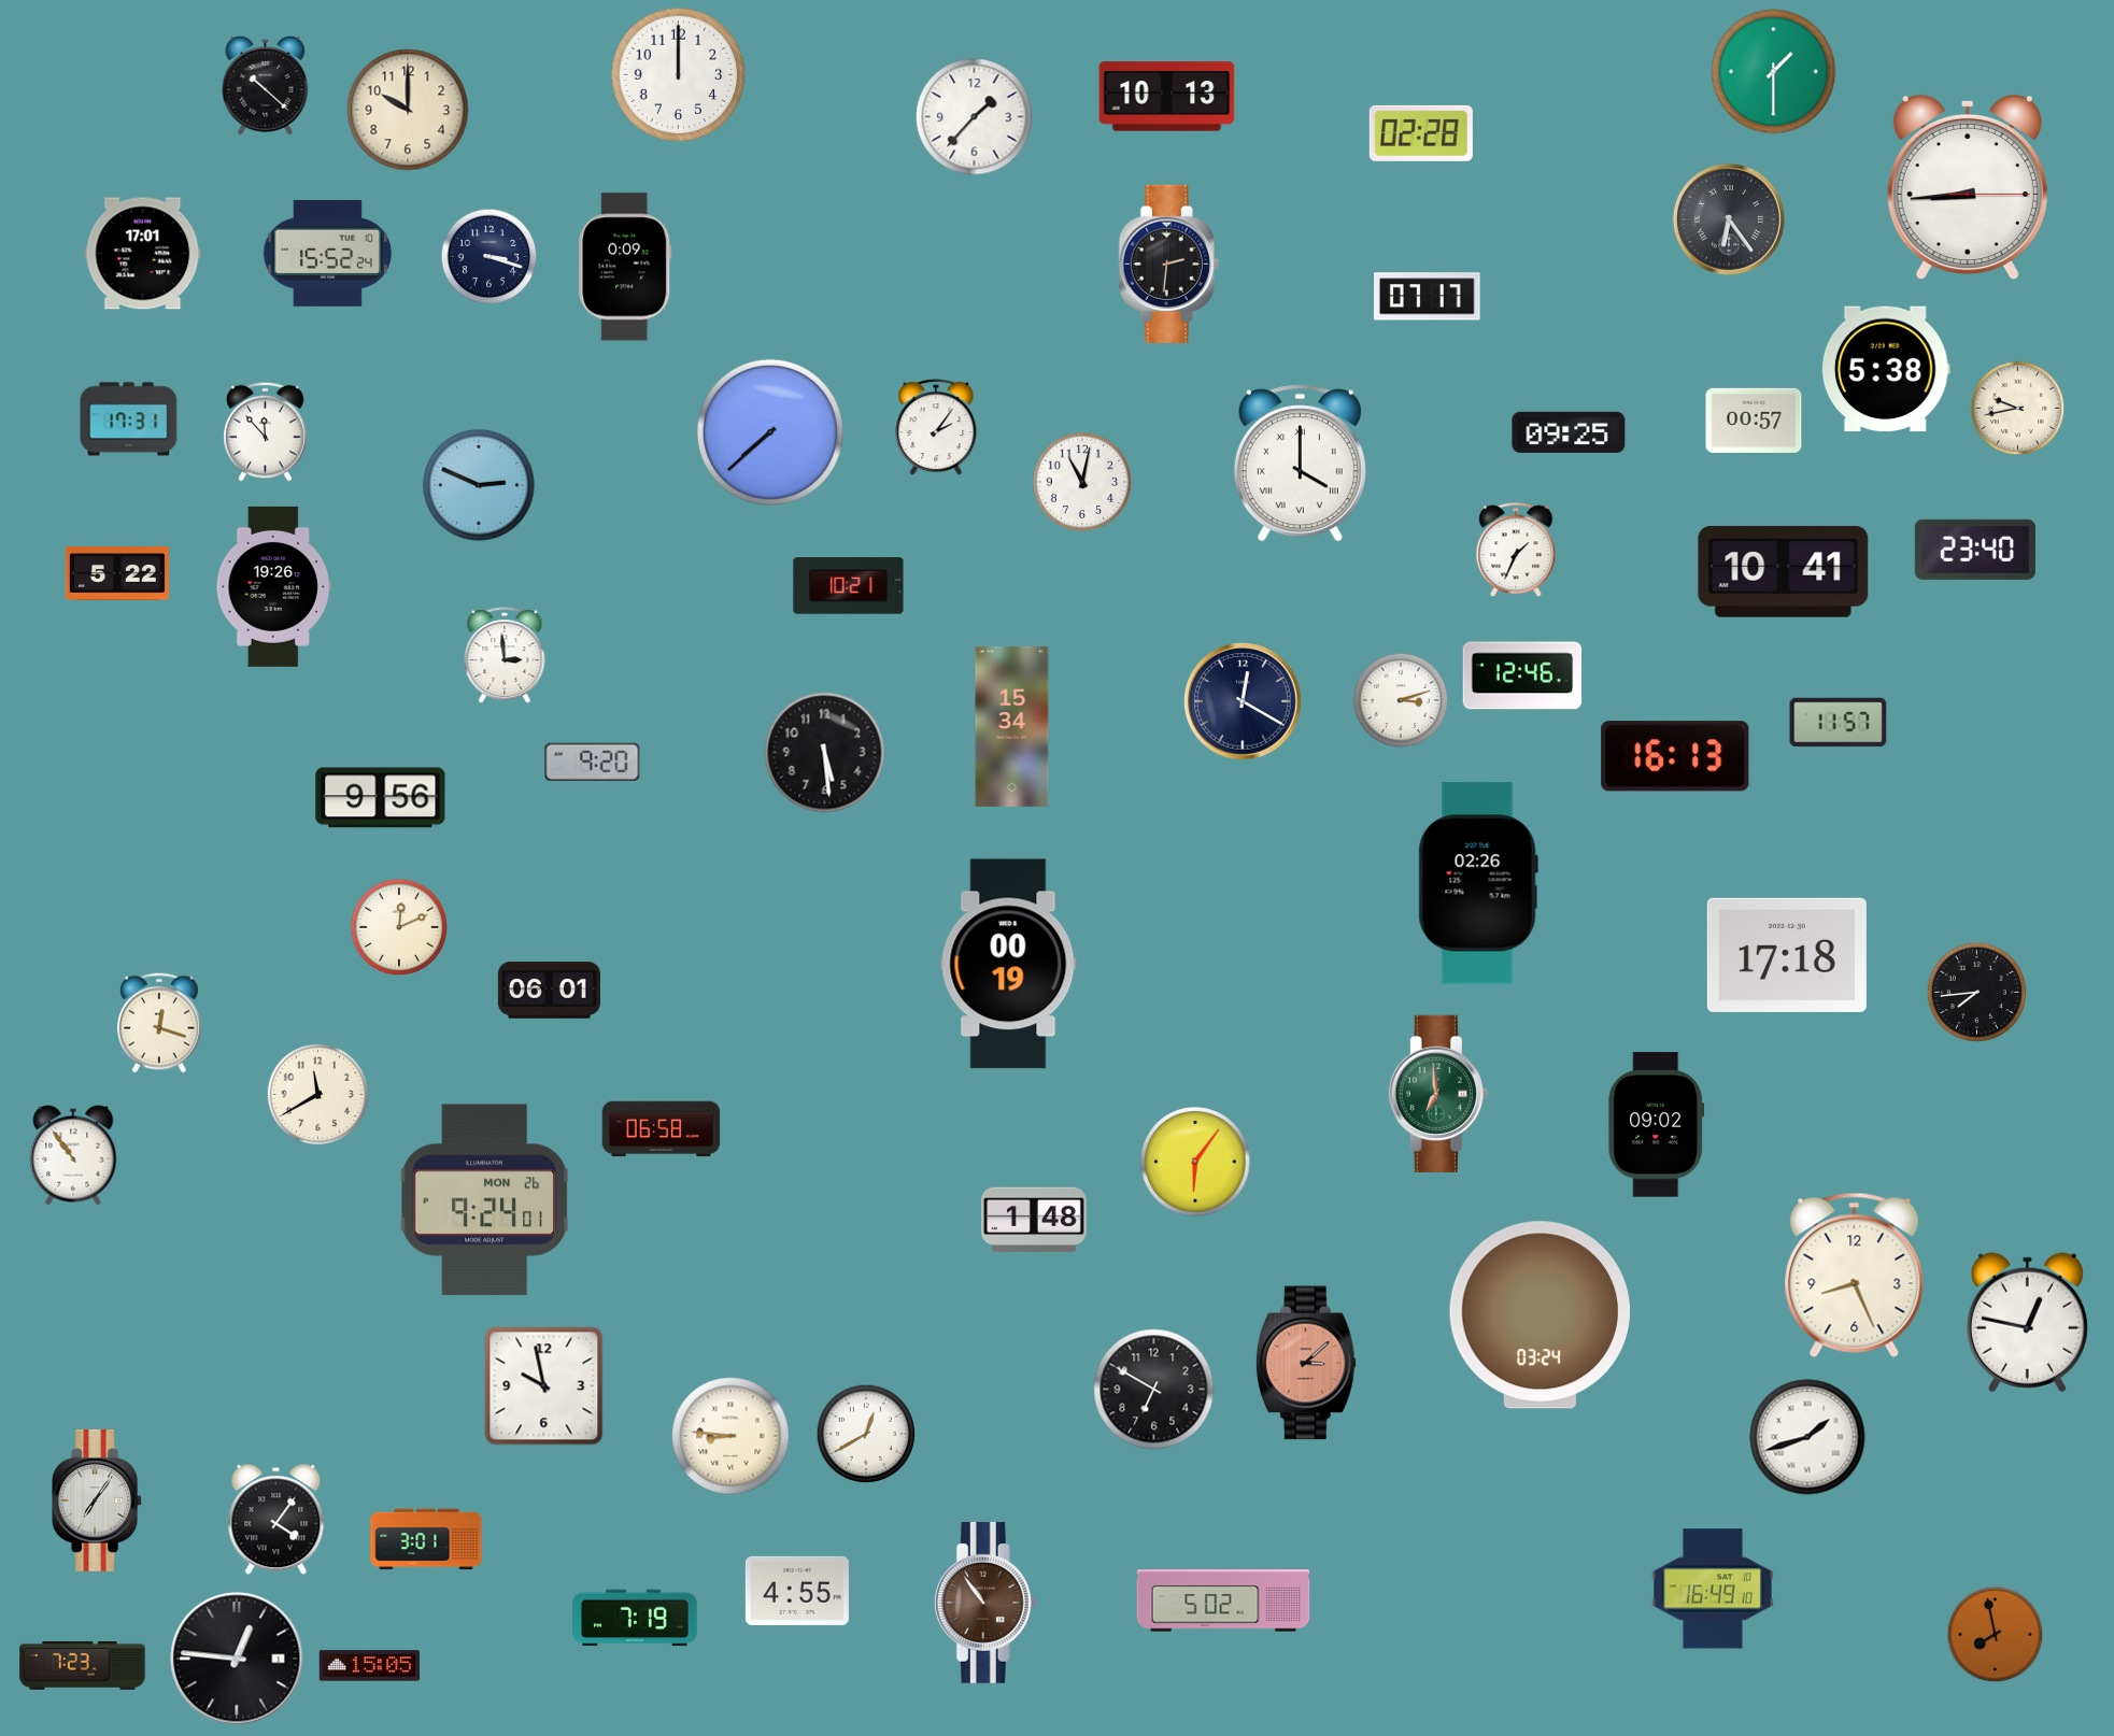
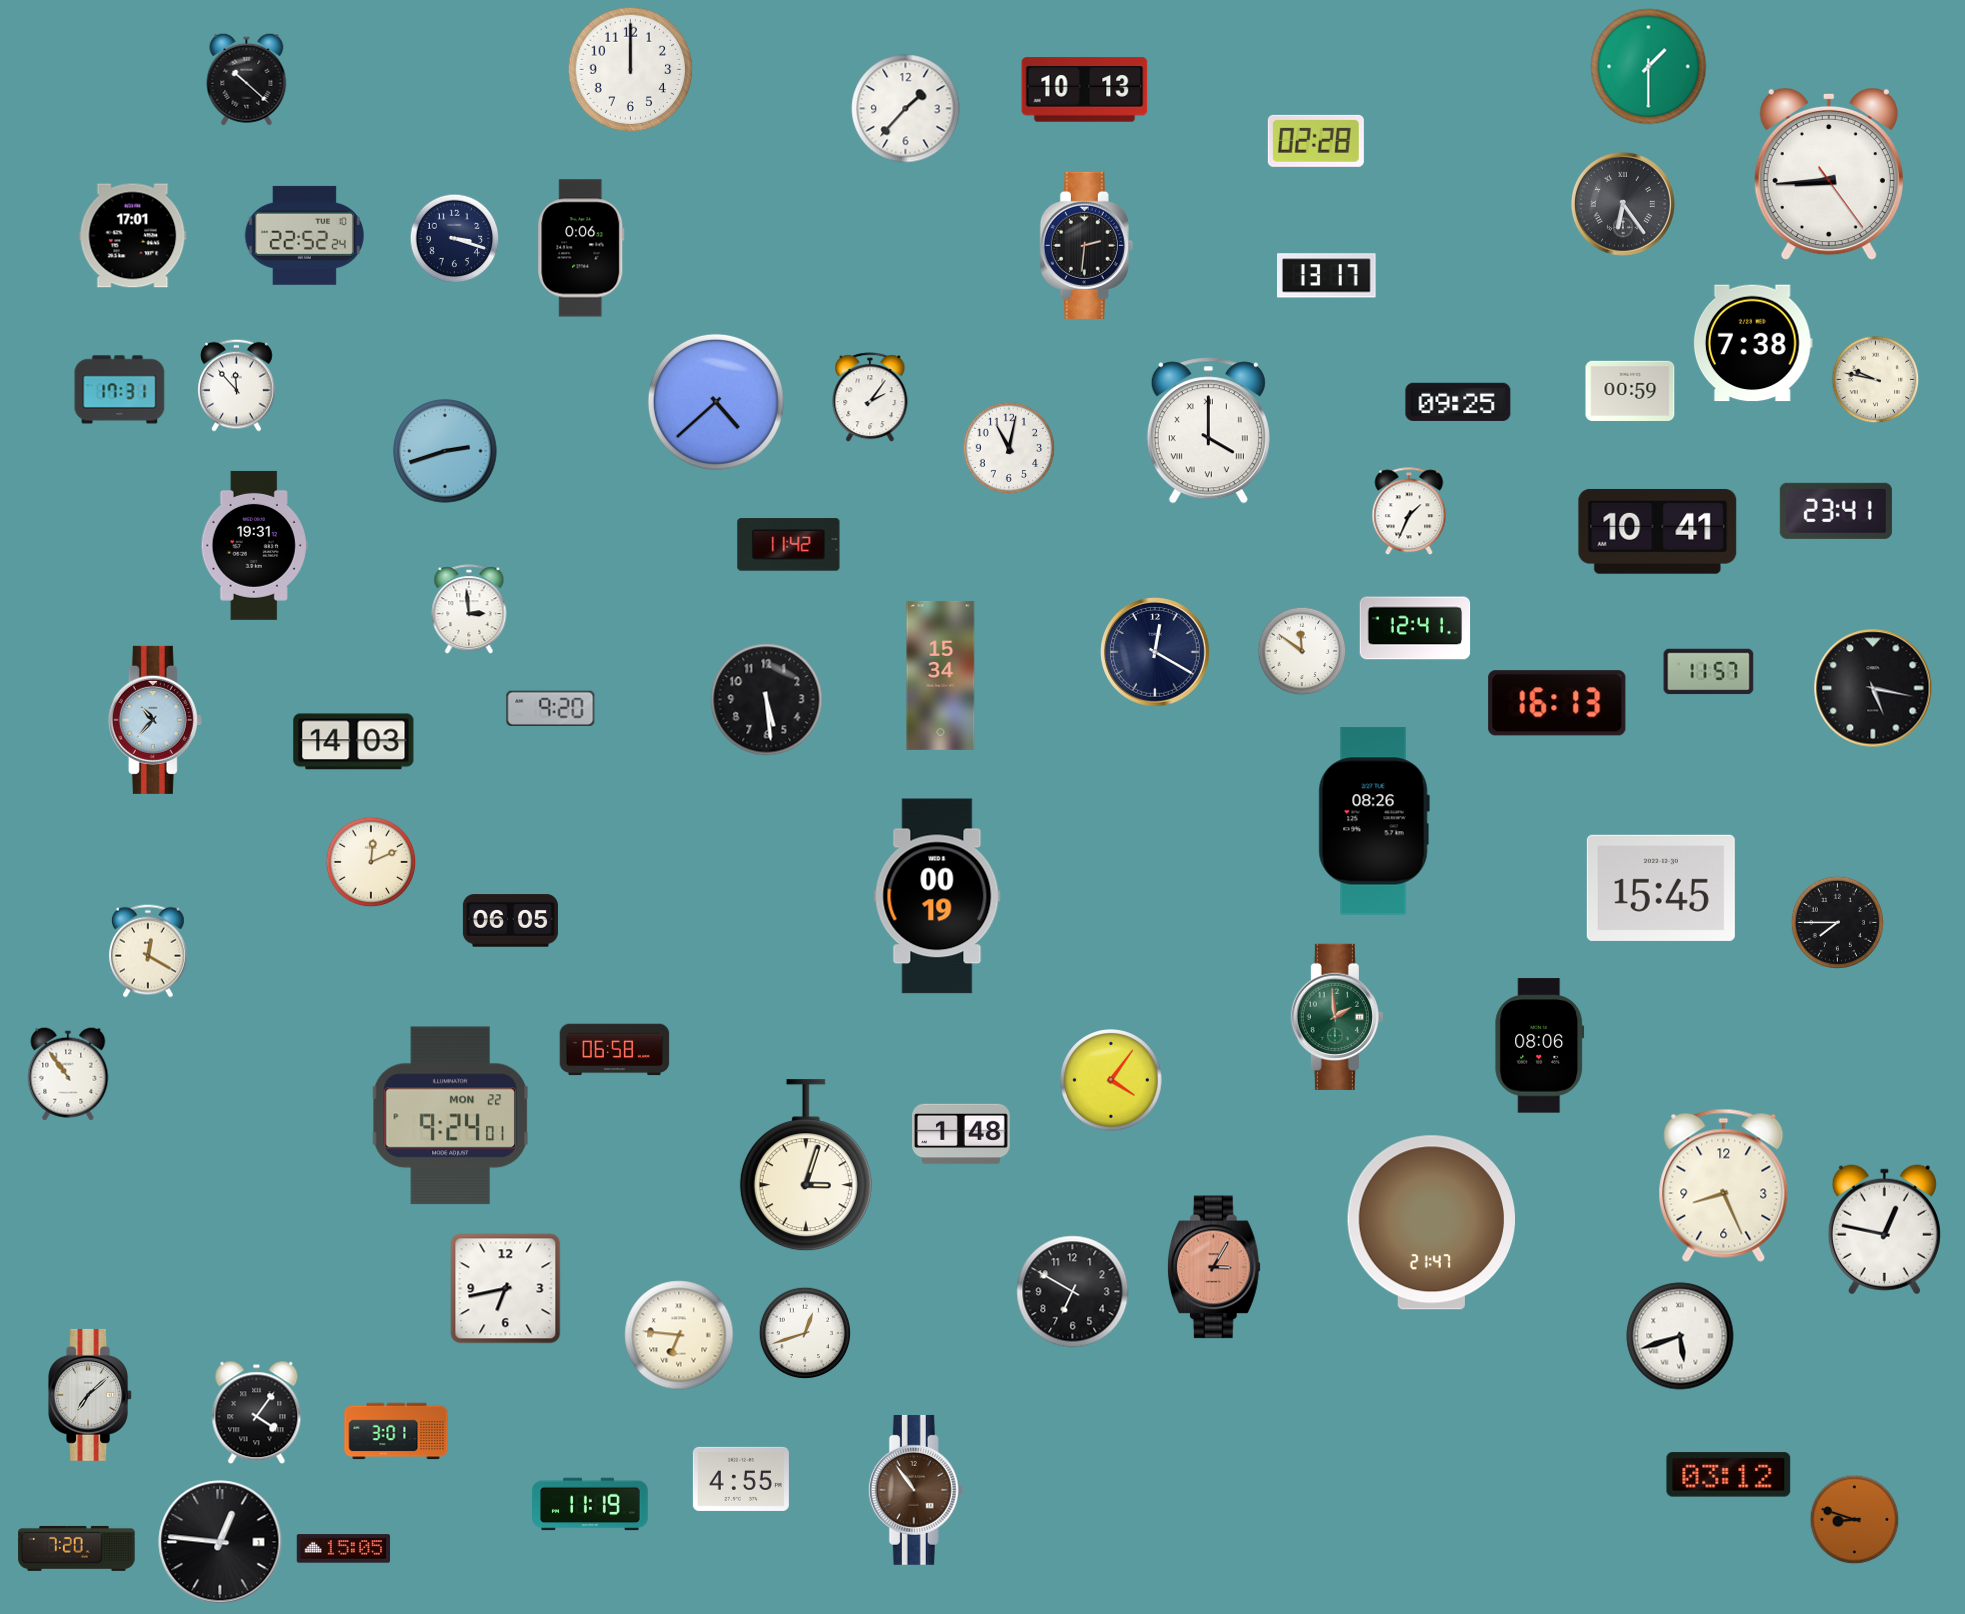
clock at (408, 110): 10:00 -> none
clock at (1421, 133) position: (1421, 133) -> (1316, 141)
clock at (1968, 187): 8:44:15 -> 8:44:24
clock at (1729, 219) position: (1729, 219) -> (1623, 204)
clock at (327, 253): 15:52 -> 22:52
clock at (625, 267): 0:09 -> 0:06
clock at (1428, 297): 07:17 -> 13:17
clock at (1886, 369): 5:38 -> 7:38
clock at (2018, 409): 9:43 -> 9:47
clock at (1754, 421): 00:57 -> 00:59
clock at (266, 431) position: (266, 431) -> (237, 385)
clock at (770, 432): 7:38 -> 4:38
clock at (1082, 482) position: (1082, 482) -> (1009, 448)
clock at (479, 485): 2:49 -> 2:42
clock at (1975, 550): 23:40 -> 23:41
clock at (117, 574): 5:22 -> none
clock at (273, 586): 19:26 -> 19:31
clock at (849, 586): 10:21 -> 11:42
clock at (1522, 675): 12:46 -> 12:41
clock at (1401, 700): 3:12 -> 11:51
clock at (1873, 688): none -> 5:17
clock at (155, 720): none -> 10:37
clock at (381, 798): 9:56 -> 14:03
clock at (1478, 883): 02:26 -> 08:26
clock at (1787, 955): 17:18 -> 15:45
clock at (549, 991): 06:01 -> 06:05
clock at (1976, 992): 7:44 -> 7:45
clock at (160, 1023): 12:18 -> 12:20
clock at (317, 1094): 11:40 -> none
clock at (1438, 1094): 6:59 -> 1:59
clock at (1657, 1125): 09:02 -> 08:06
clock at (1195, 1162): 6:06 -> 4:06
clock at (484, 1200) date: MON 26 -> MON 22
clock at (806, 1166): none -> 3:03
clock at (1540, 1315): 03:24 -> 21:47
clock at (1306, 1363): 3:08 -> 3:05
clock at (544, 1386): 9:58 -> 6:43
clock at (866, 1434): 12:40 -> 12:42
clock at (730, 1436): 8:46 -> 6:46
clock at (1807, 1437): 1:42 -> 5:42
clock at (98, 1500): 7:06 -> 7:08
clock at (1729, 1475): none -> 03:12
clock at (1713, 1589): 16:49 -> none
clock at (1223, 1600): 5:02 -> none
clock at (635, 1618): 7:19 -> 11:19
clock at (1996, 1635): 7:58 -> 8:48
clock at (83, 1665): 7:23 -> 7:20
